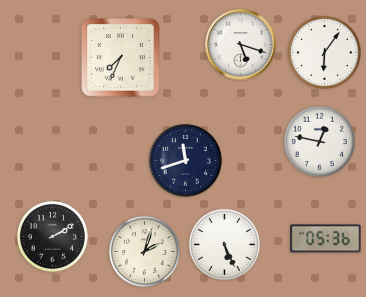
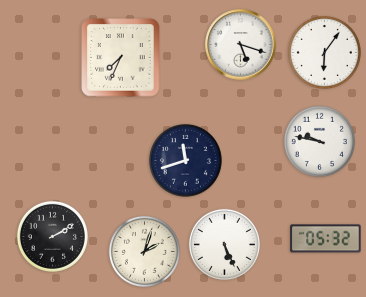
clock at (319, 141): 12:47 -> 9:47
clock at (326, 239): 05:36 -> 05:32
